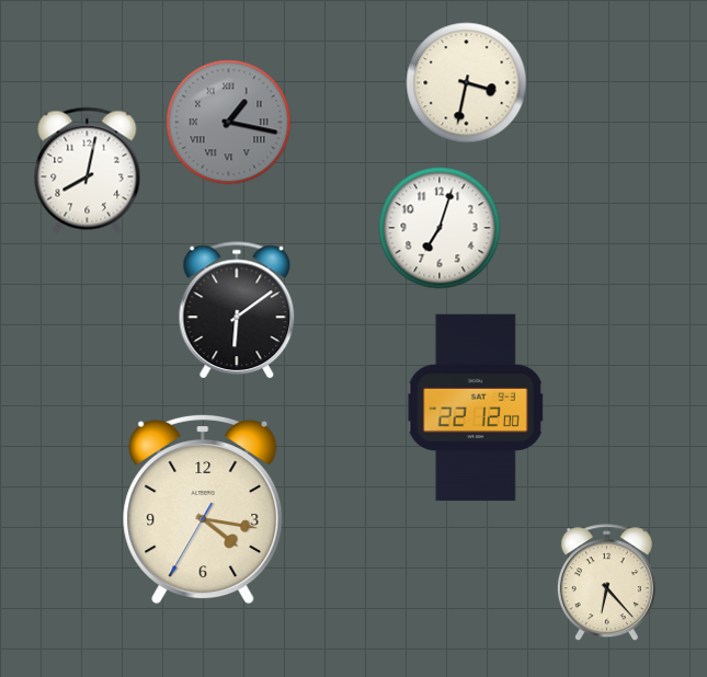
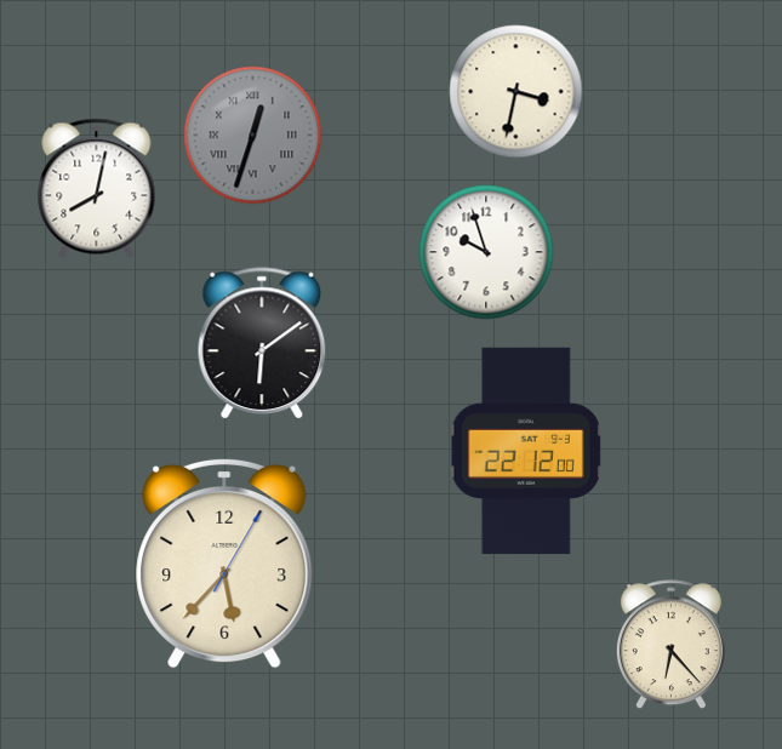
clock at (229, 123): 1:17 -> 12:33
clock at (440, 228): 7:03 -> 9:57
clock at (203, 509): 4:16 -> 5:37
